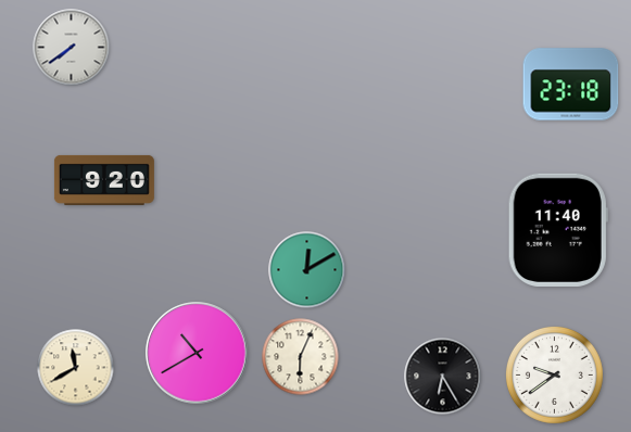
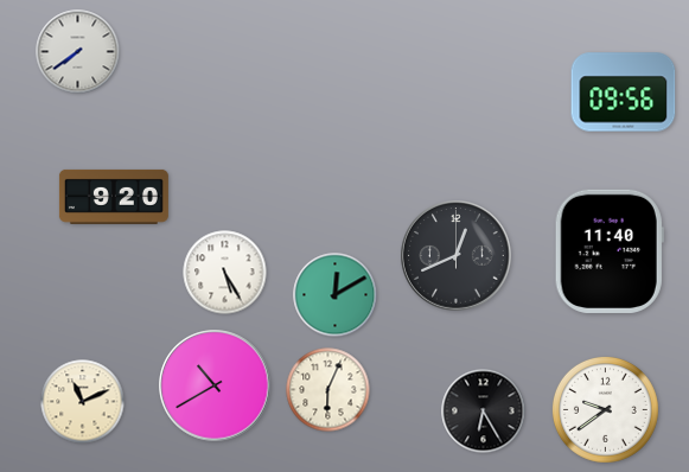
clock at (571, 85): 23:18 -> 09:56
clock at (457, 256): none -> 12:41
clock at (225, 273): none -> 5:25
clock at (76, 368): 11:40 -> 11:11
